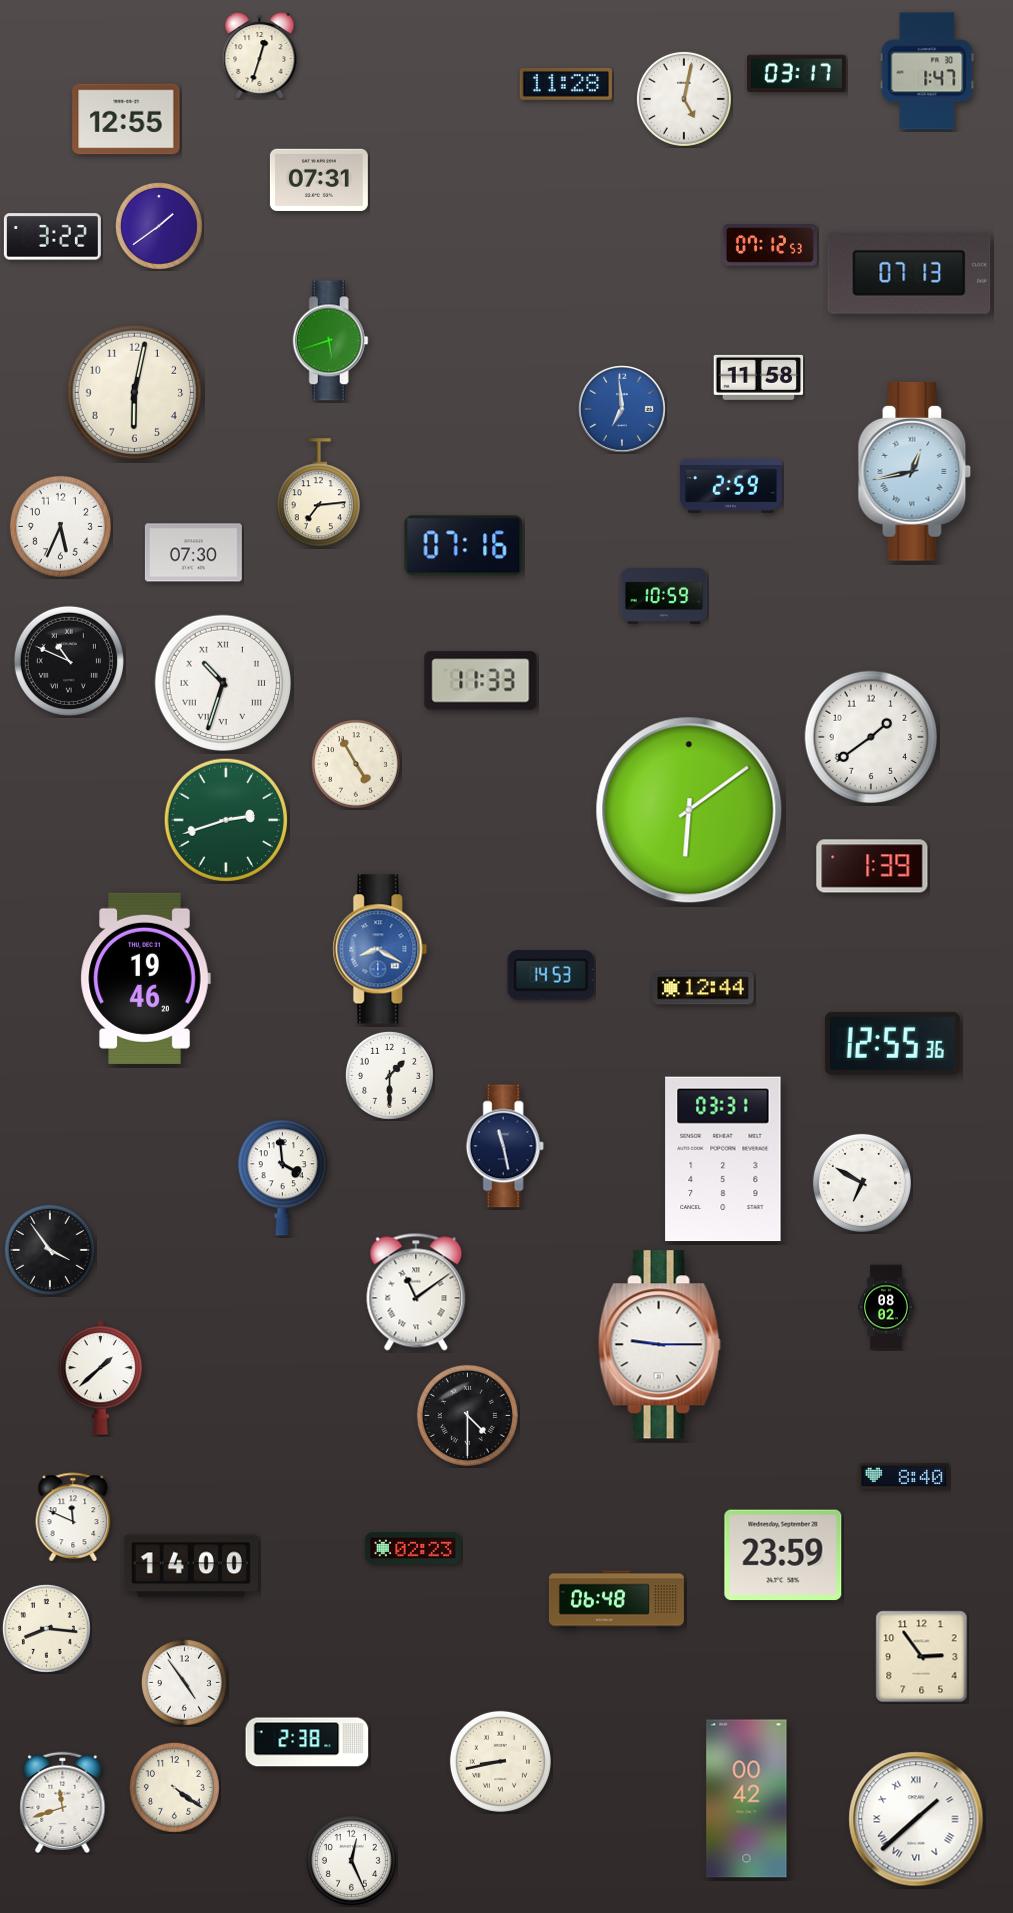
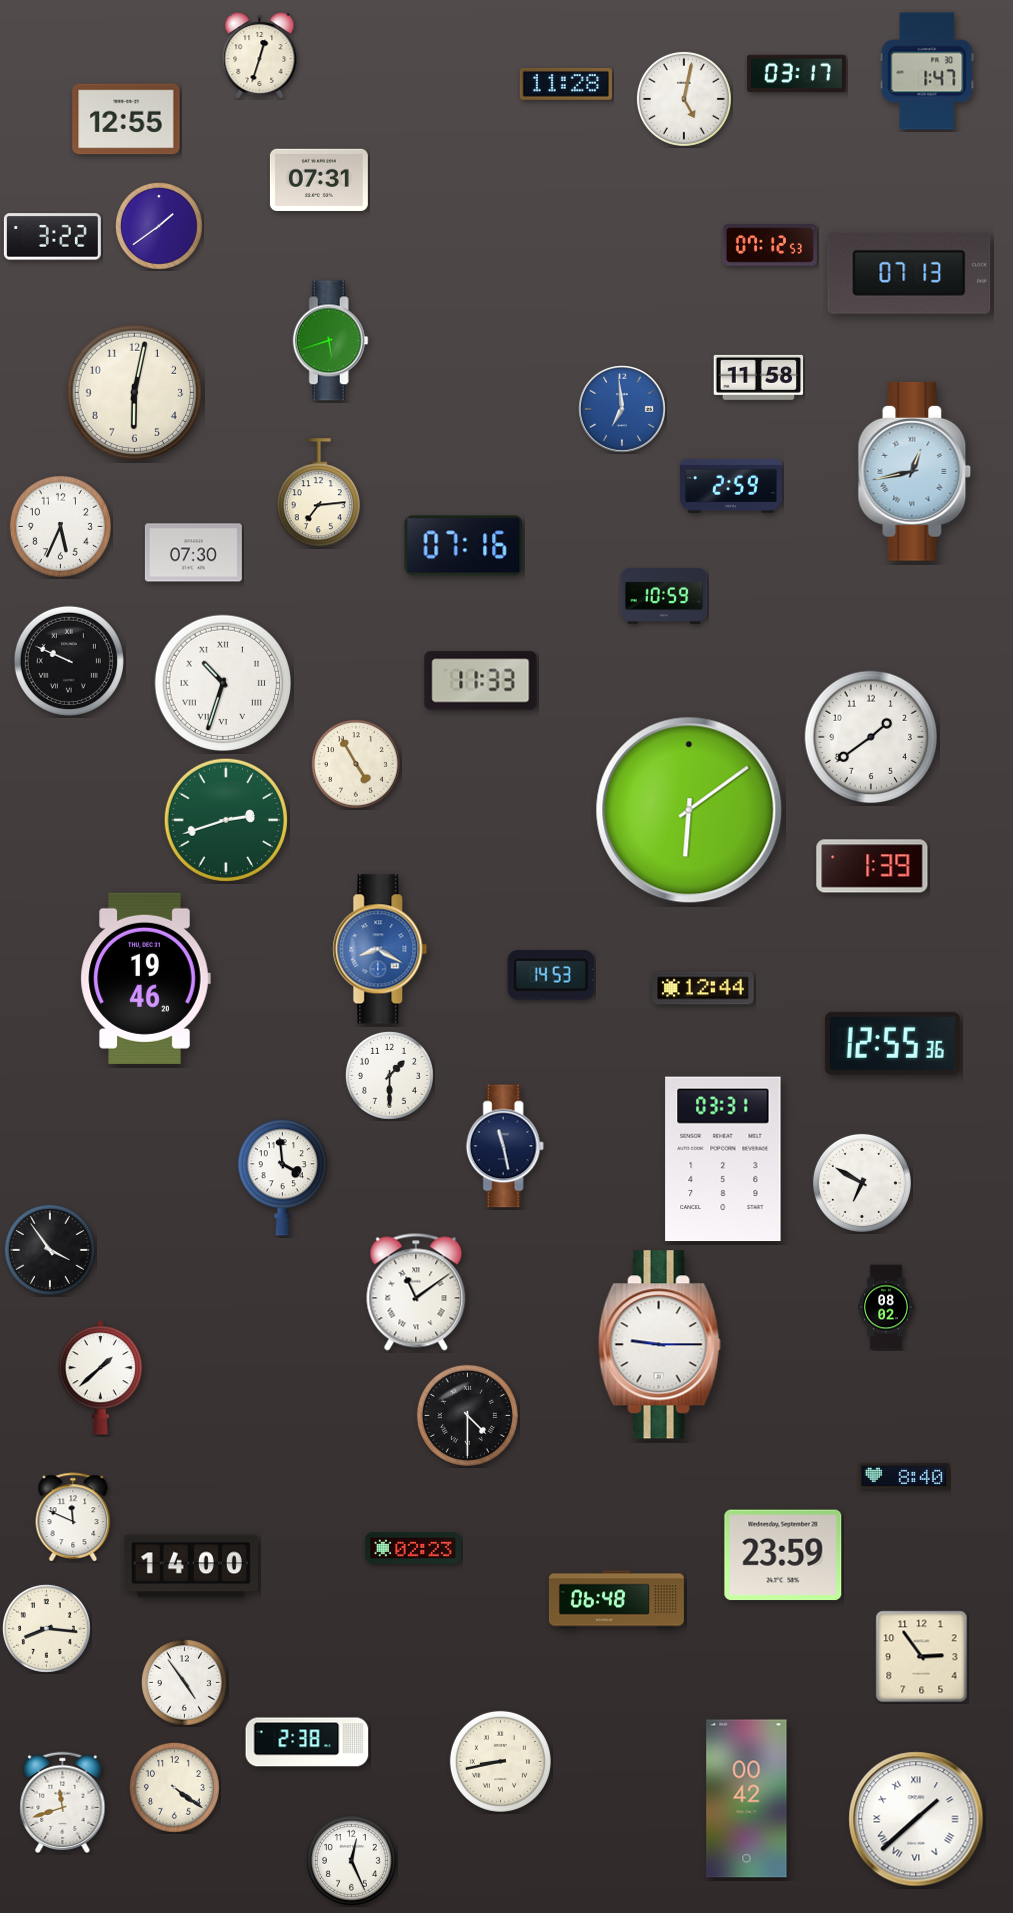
clock at (69, 661): 10:49 -> 9:49
